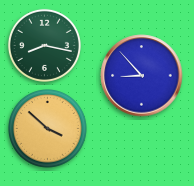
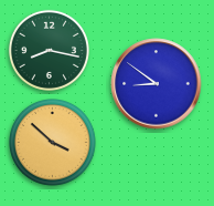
clock at (142, 76): 8:53 -> 8:51
